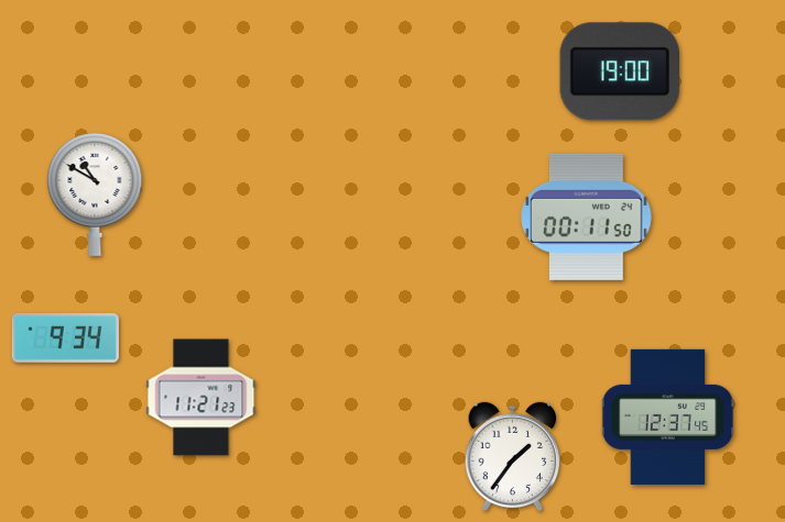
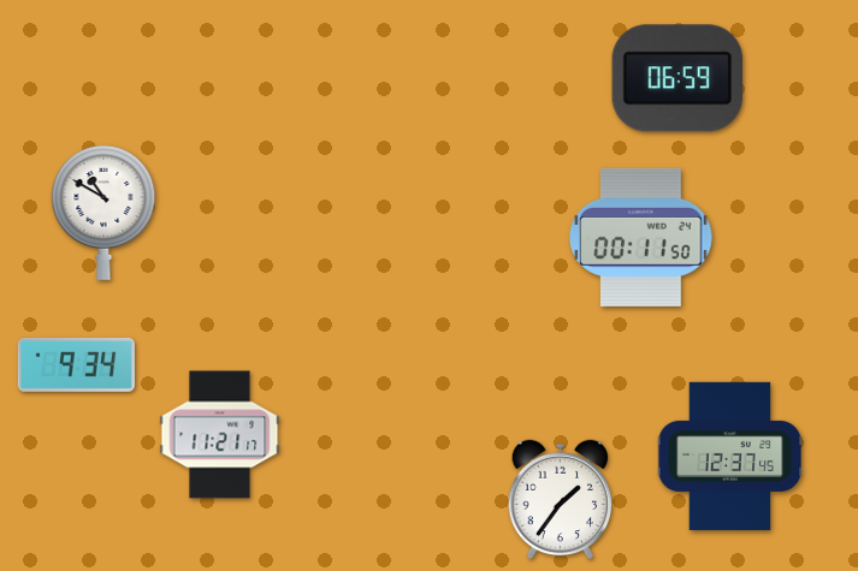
clock at (619, 71): 19:00 -> 06:59
clock at (65, 338) position: (65, 338) -> (76, 365)
clock at (201, 398): 11:21:23 -> 11:21:17
